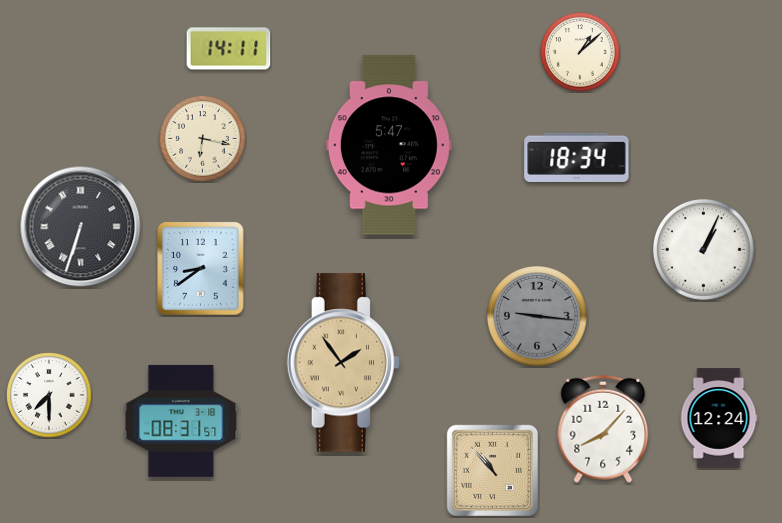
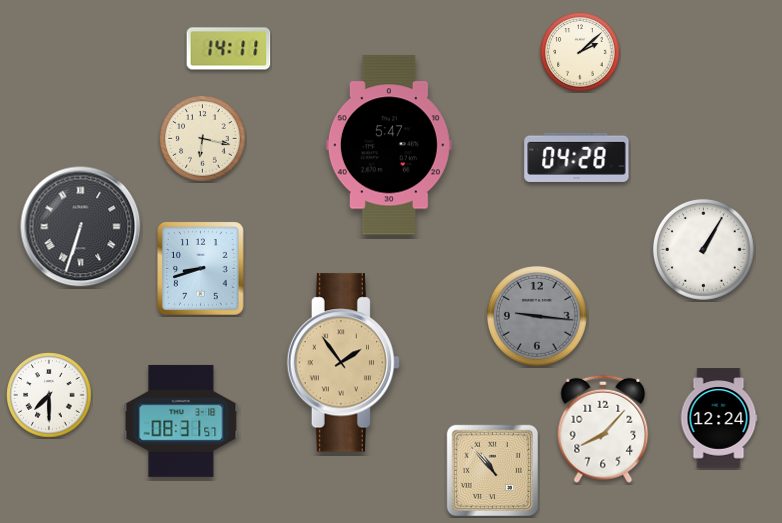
clock at (580, 52): 1:08 -> 2:08
clock at (577, 157): 18:34 -> 04:28
clock at (703, 249): 1:04 -> 1:05
clock at (201, 269): 8:39 -> 8:42
